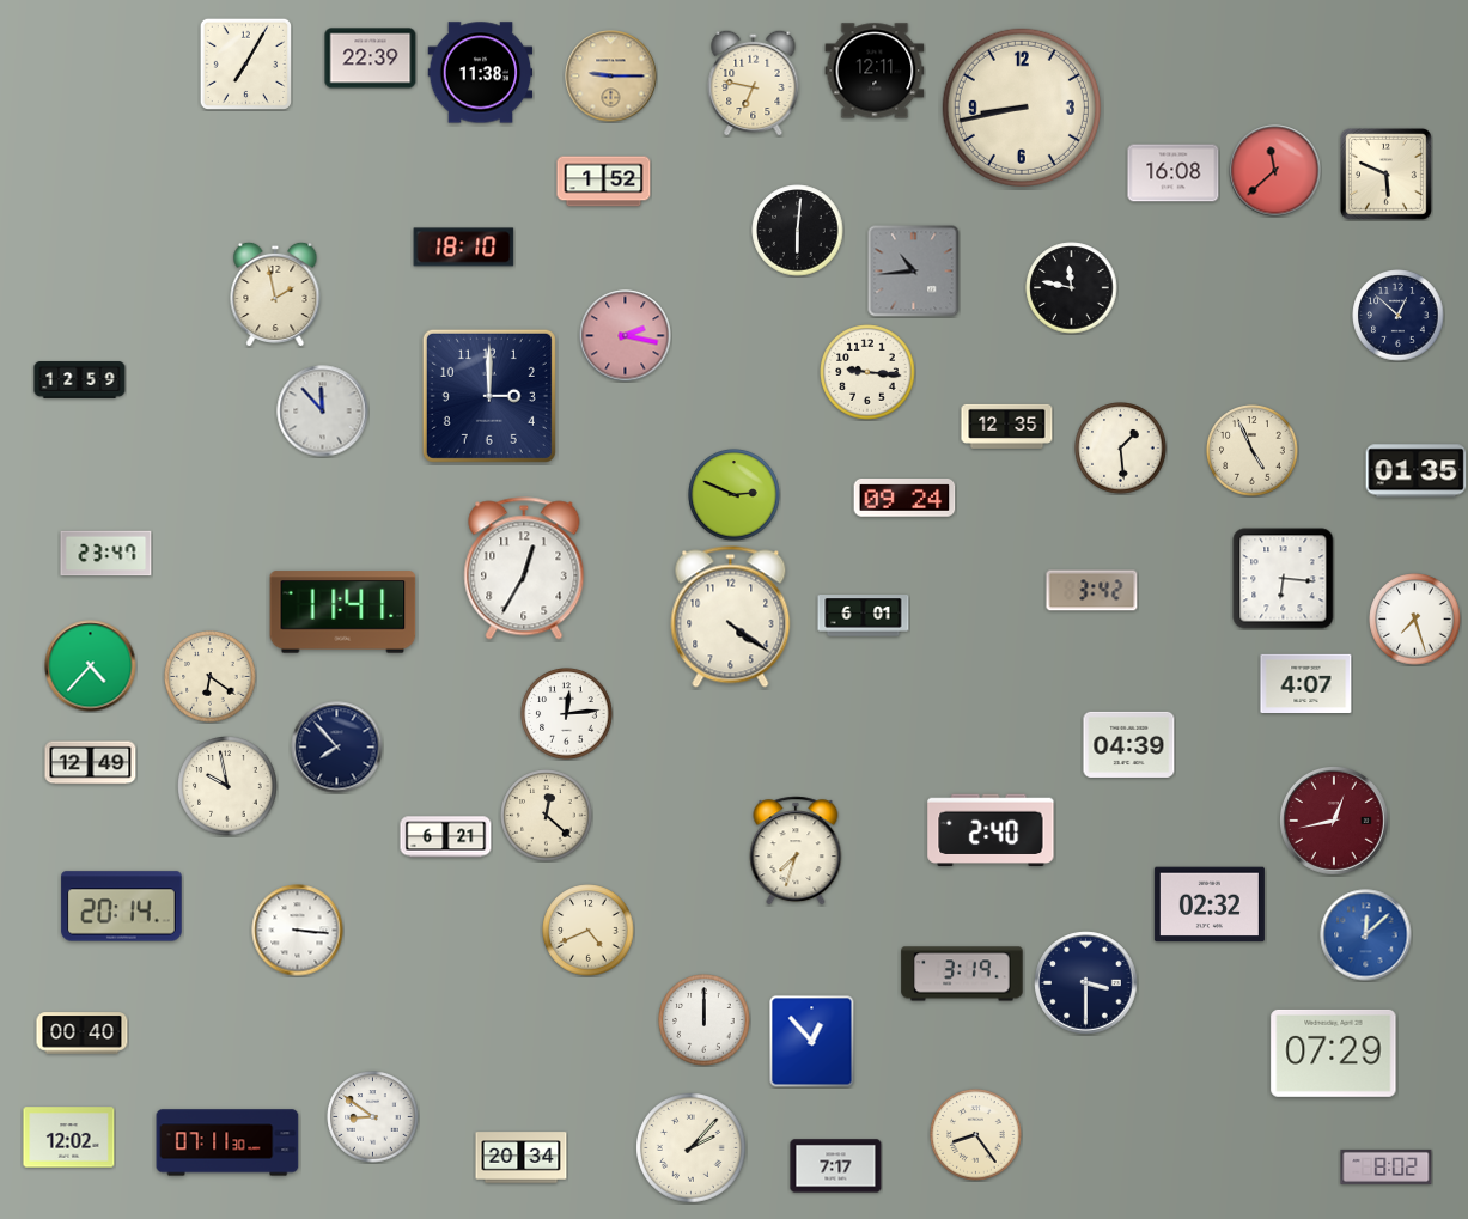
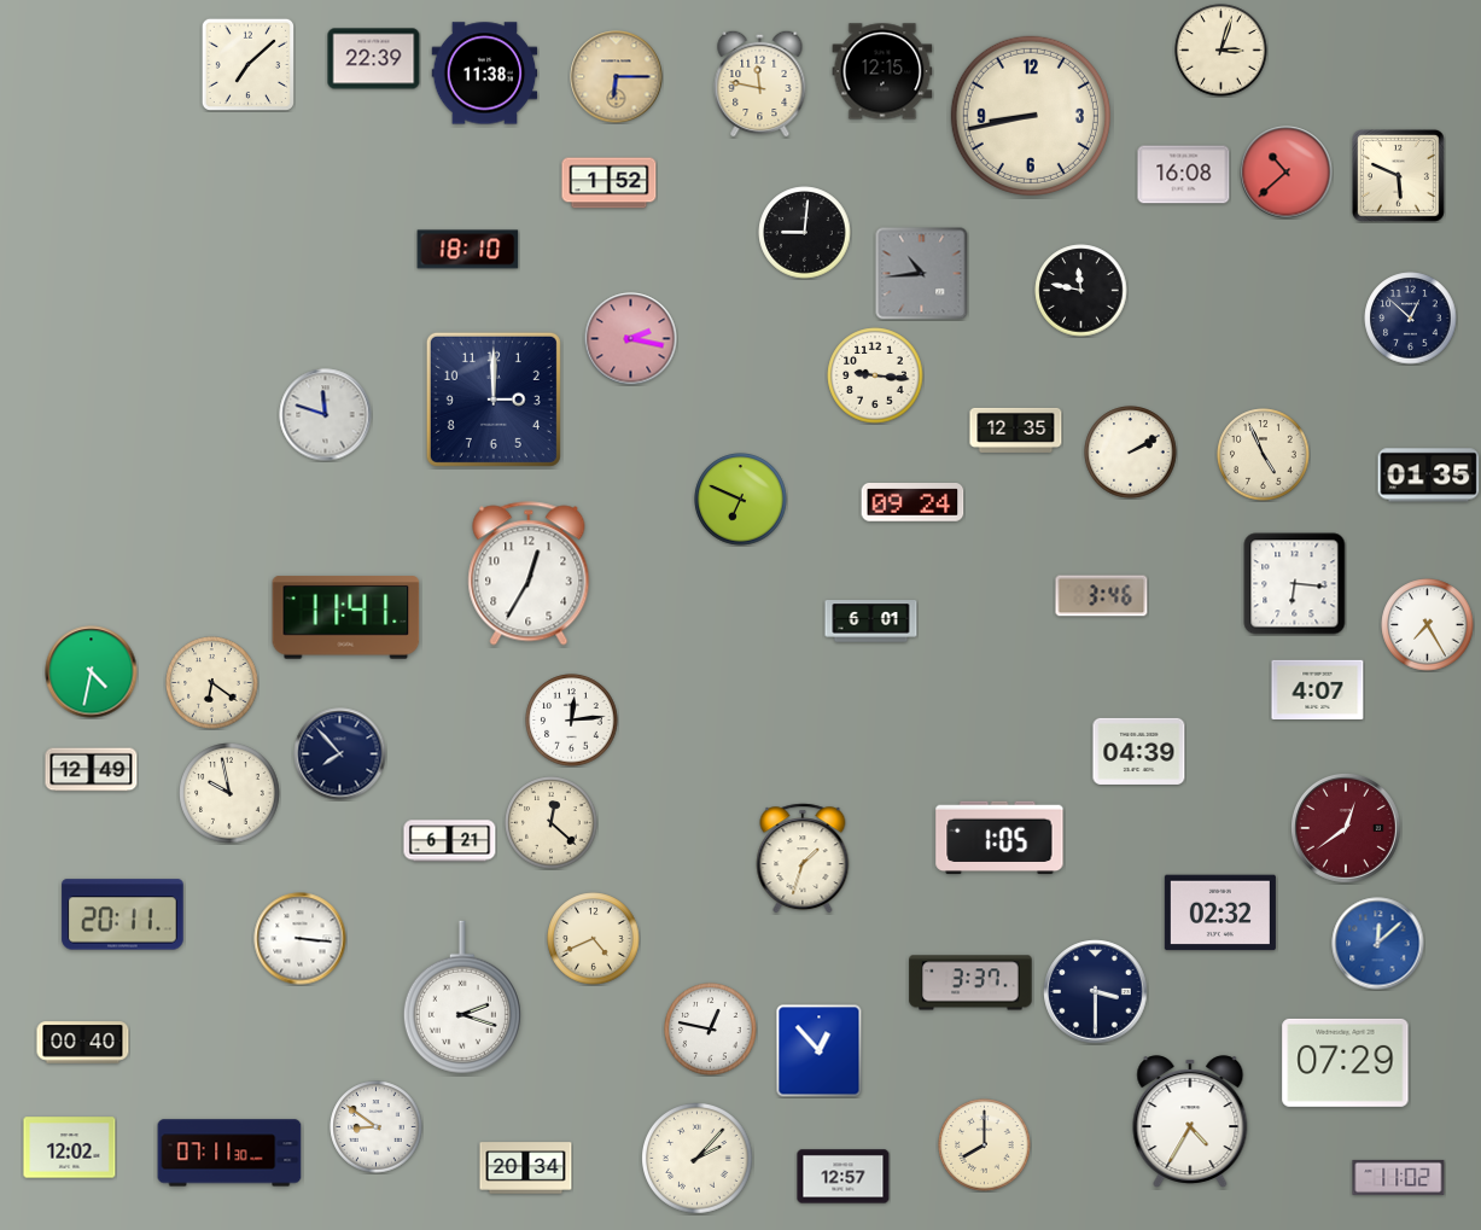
clock at (1221, 51): none -> 3:03
clock at (245, 63): 7:05 -> 7:08
clock at (875, 71): 12:11 -> 12:15
clock at (611, 77): 9:15 -> 6:15
clock at (754, 83): 6:47 -> 11:47
clock at (1022, 108) position: (1022, 108) -> (1031, 116)
clock at (1275, 171): 11:38 -> 10:38
clock at (798, 231): 6:01 -> 9:01
clock at (275, 293): 1:58 -> none
clock at (80, 380): 12:59 -> none
clock at (323, 412): 11:53 -> 11:48
clock at (1121, 449): 1:29 -> 2:10
clock at (735, 495): 2:49 -> 6:49
clock at (106, 554): 23:47 -> none
clock at (1092, 591): 3:42 -> 3:46
clock at (731, 617): 4:21 -> none
clock at (1415, 620): 7:27 -> 7:25
clock at (91, 666): 4:37 -> 4:32
clock at (1335, 822): 12:43 -> 12:39
clock at (991, 830): 2:40 -> 1:05
clock at (446, 837) position: (446, 837) -> (450, 841)
clock at (796, 851): 7:33 -> 1:33
clock at (122, 907): 20:14 -> 20:11
clock at (962, 974): 3:19 -> 3:37
clock at (462, 997): none -> 2:18
clock at (705, 1020): 12:00 -> 12:47
clock at (1190, 1121): none -> 4:35
clock at (976, 1135): 8:24 -> 8:00
clock at (836, 1166): 7:17 -> 12:57
clock at (1387, 1166): 8:02 -> 11:02
